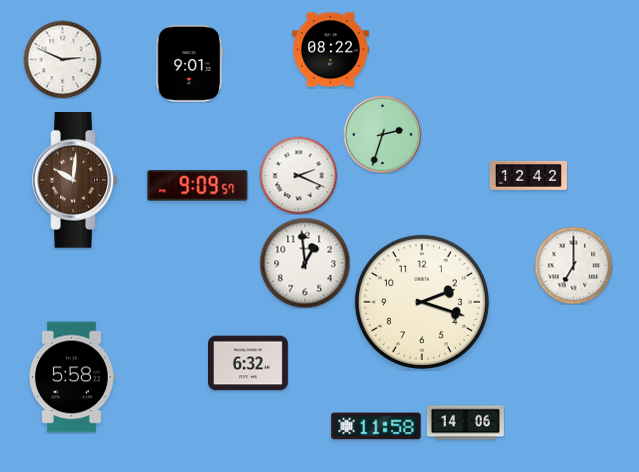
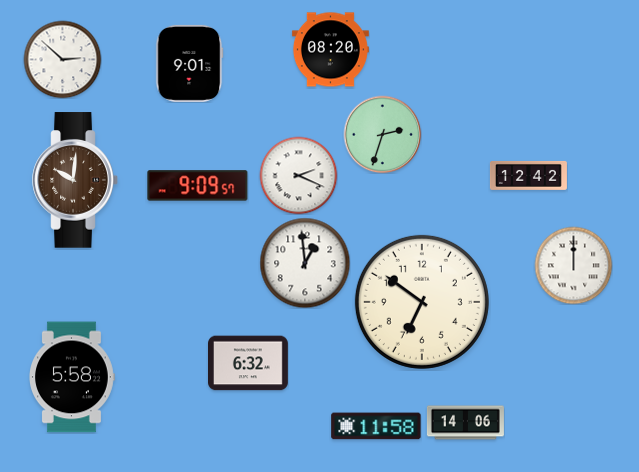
clock at (330, 50): 08:22 -> 08:20
clock at (62, 59): 2:49 -> 2:52
clock at (573, 265): 7:00 -> 12:00
clock at (422, 302): 2:18 -> 6:51
